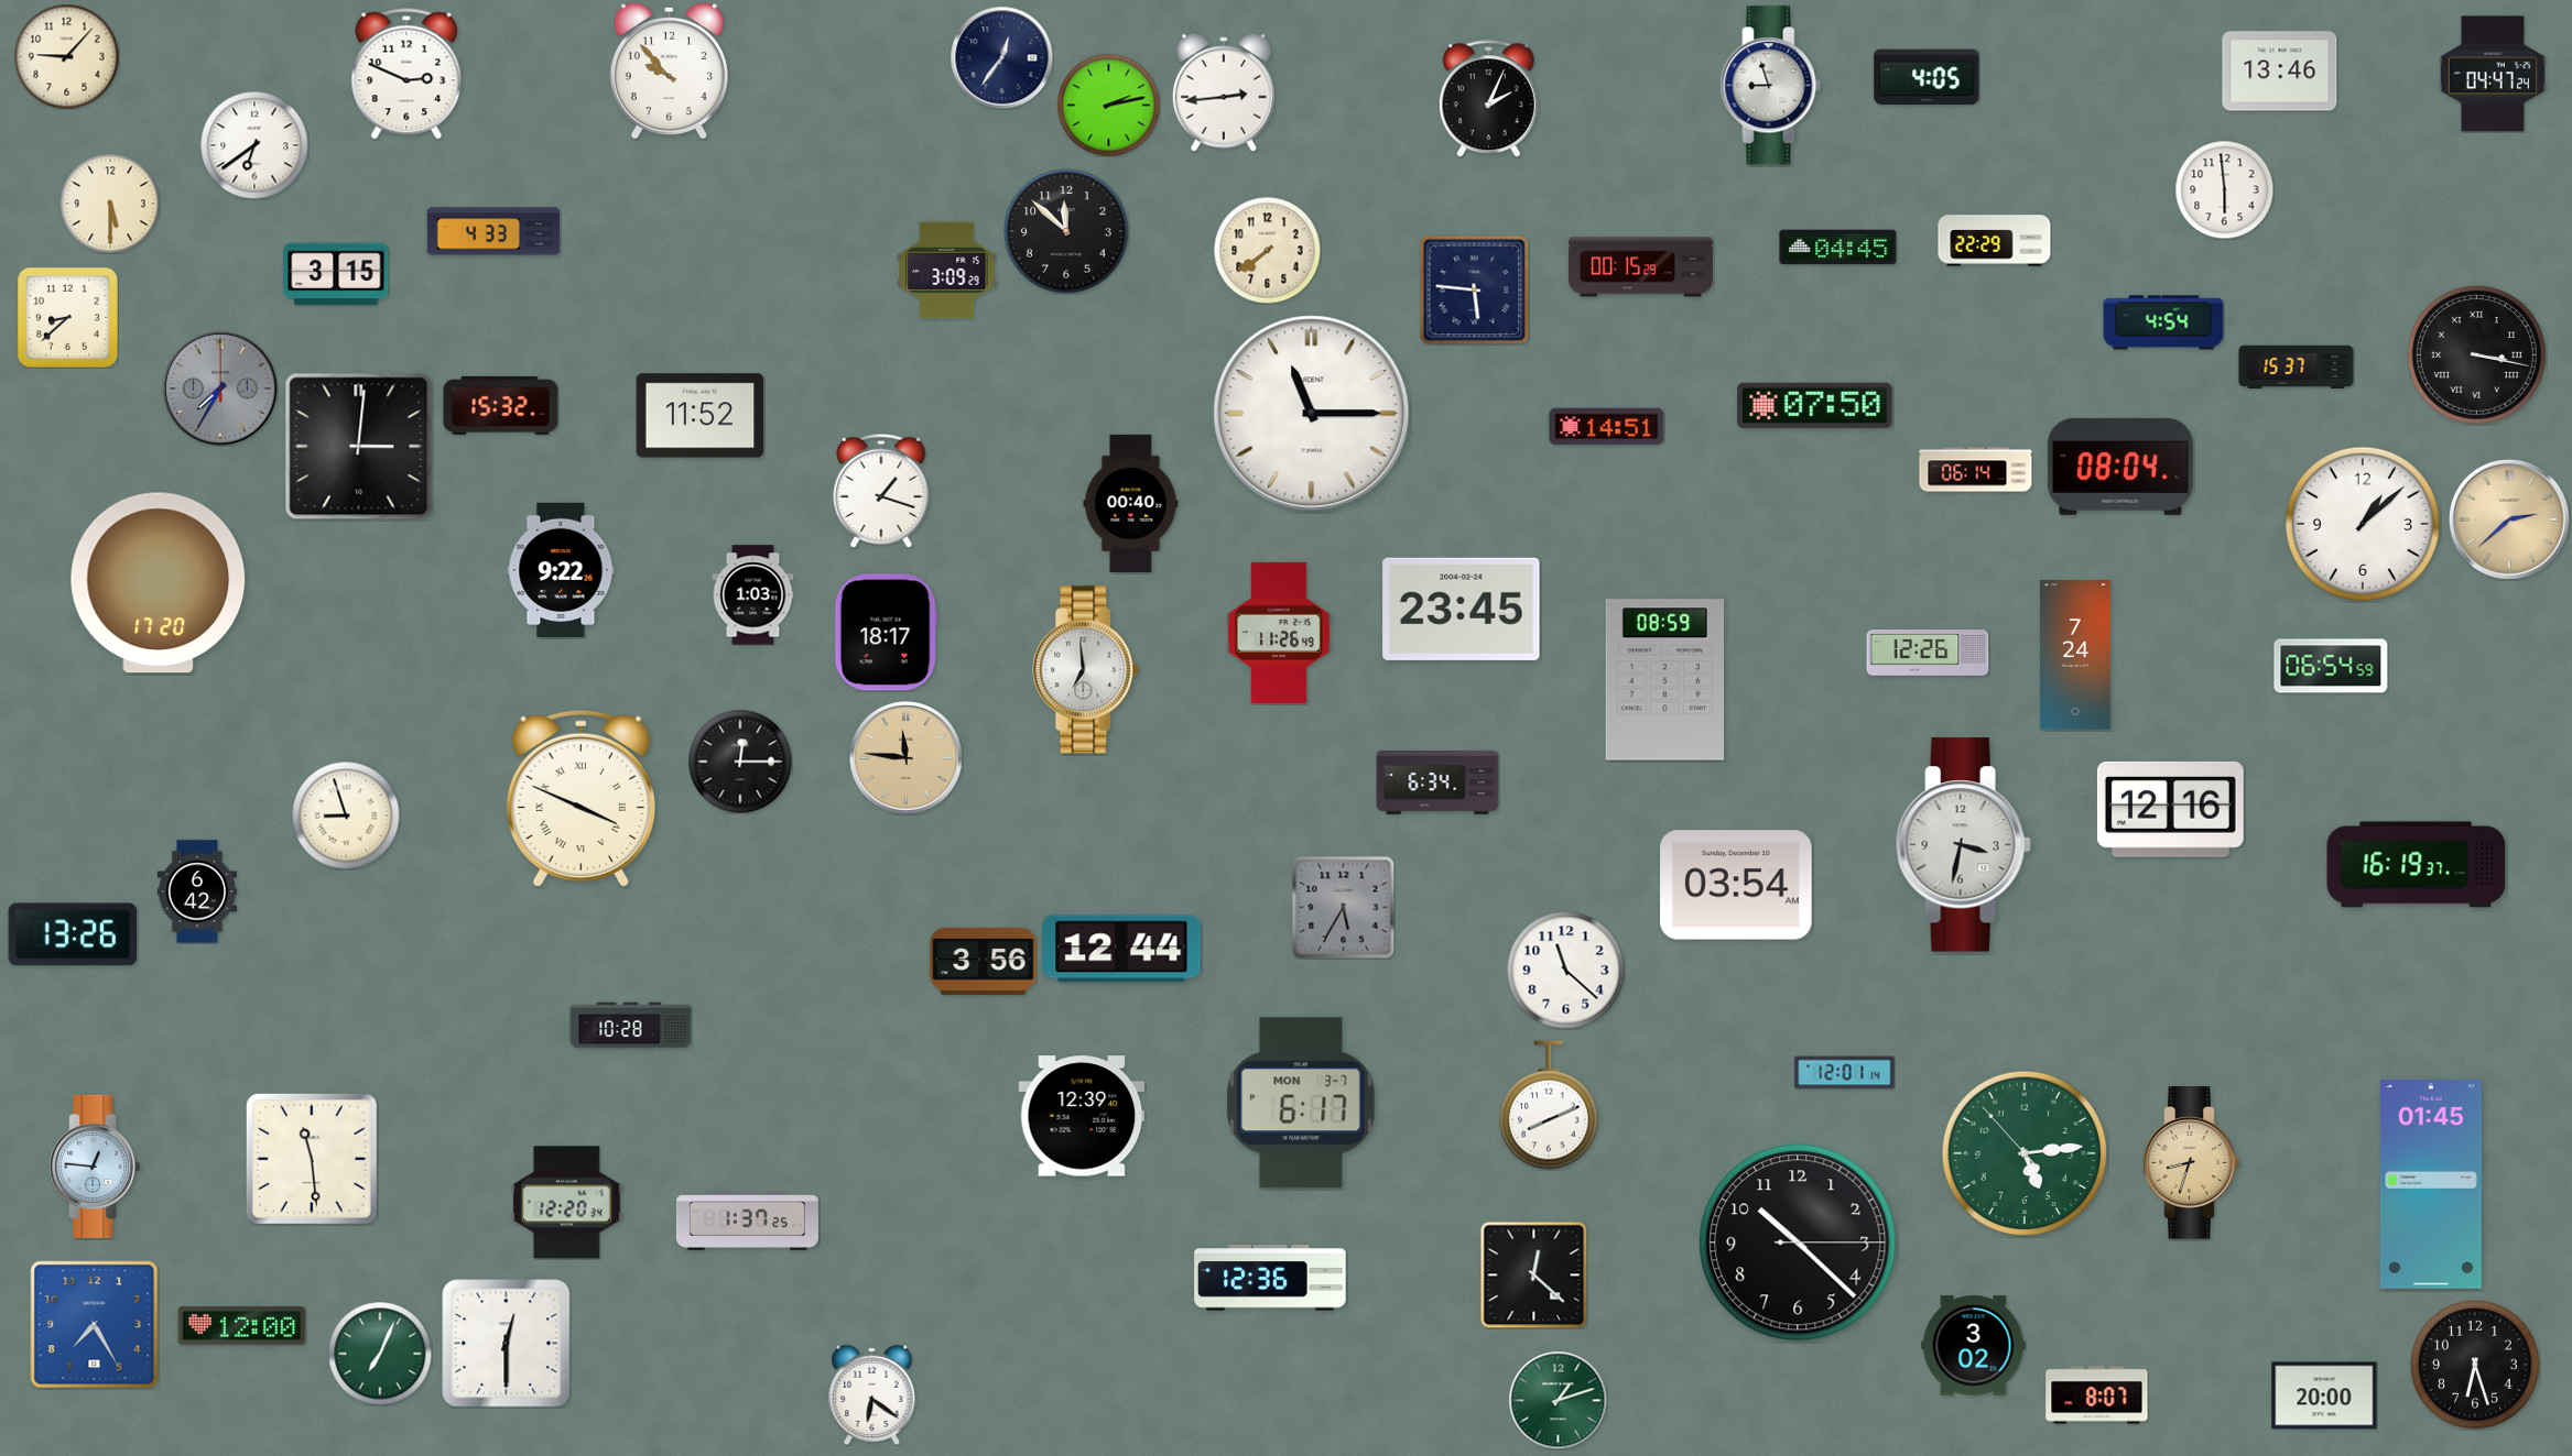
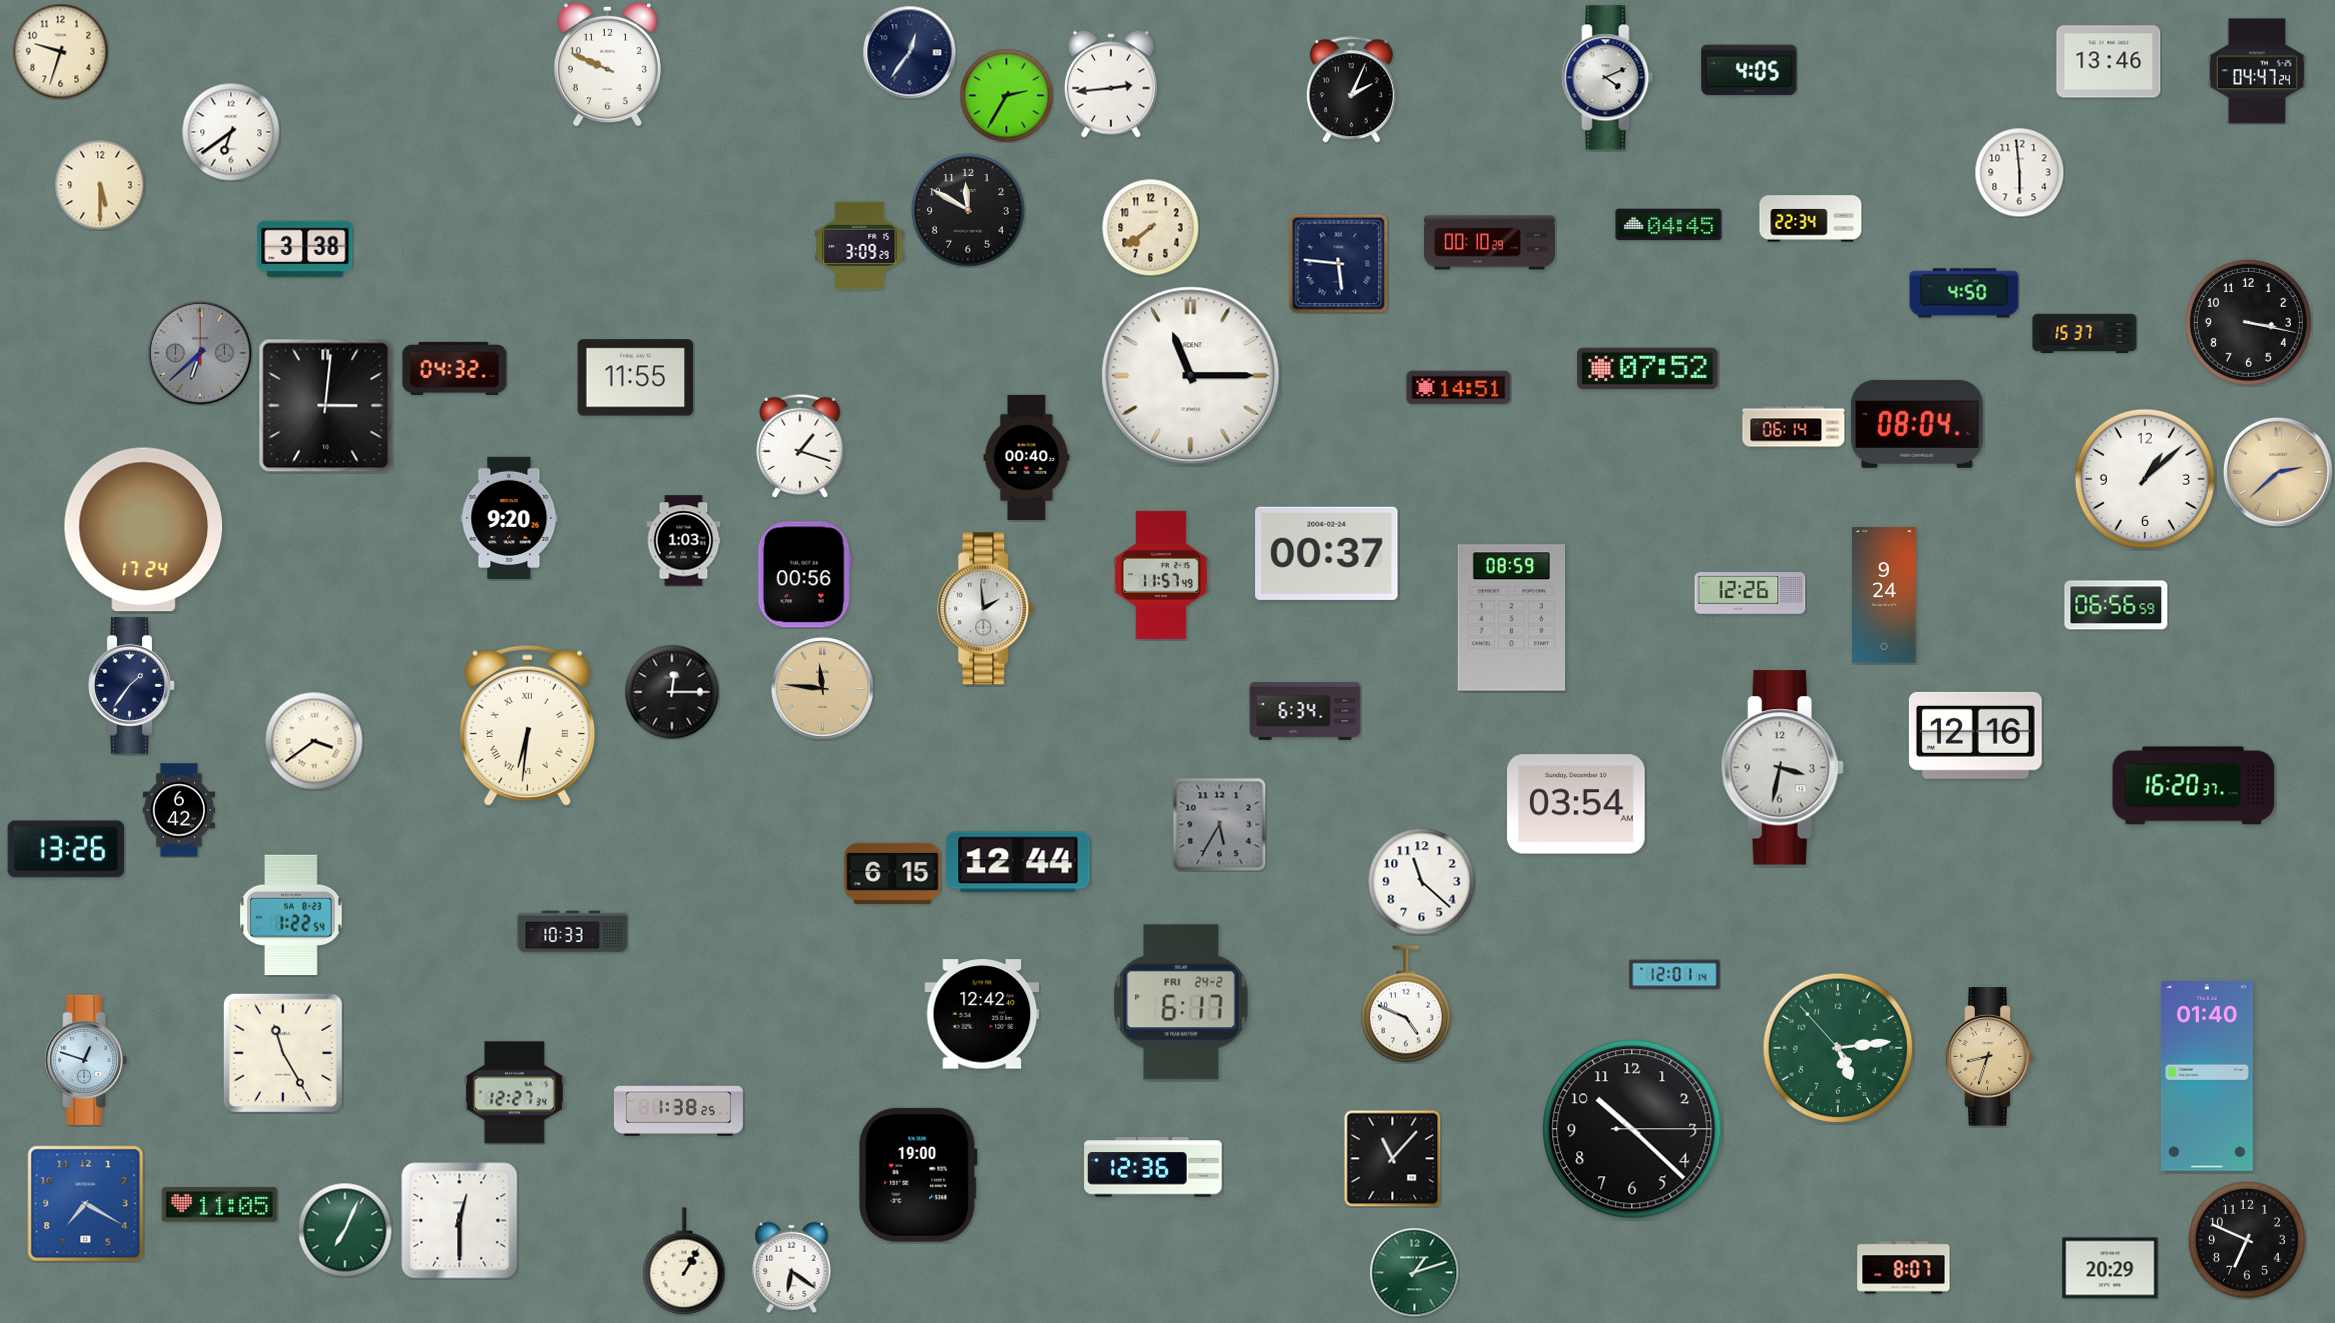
clock at (66, 56): 9:07 -> 9:33
clock at (669, 70): 9:53 -> 9:49
clock at (2280, 72) position: (2280, 72) -> (2109, 62)
clock at (406, 74): 2:49 -> none
clock at (2493, 74) position: (2493, 74) -> (2257, 71)
clock at (1771, 86): 8:57 -> 4:11
clock at (1108, 105): 2:13 -> 2:35
clock at (493, 231): 4:33 -> none
clock at (1066, 231): 11:52 -> 11:50
clock at (1995, 241): 22:29 -> 22:34
clock at (1640, 267): 00:15 -> 00:10
clock at (336, 274): 3:15 -> 3:38
clock at (67, 317): 8:38 -> none
clock at (2163, 322): 4:54 -> 4:50
clock at (2476, 354) numerals: Roman -> Arabic
clock at (220, 388): 7:35 -> 6:38
clock at (501, 405): 15:32 -> 04:32
clock at (1815, 406): 07:50 -> 07:52
clock at (701, 416): 11:52 -> 11:55
clock at (2120, 467) position: (2120, 467) -> (1917, 424)
clock at (2363, 524) position: (2363, 524) -> (2145, 479)
clock at (561, 569): 9:22 -> 9:20
clock at (159, 583): 17:20 -> 17:24
clock at (1462, 609): 23:45 -> 00:37
clock at (886, 633): 18:17 -> 00:56
clock at (1279, 633): 11:26 -> 11:57
clock at (2075, 655): 7:24 -> 9:24
clock at (2331, 666): 06:54 -> 06:56
clock at (1086, 670): 6:59 -> 1:59
clock at (132, 686): none -> 1:36
clock at (580, 799): 3:49 -> 6:31
clock at (2170, 809) position: (2170, 809) -> (1975, 735)
clock at (346, 815): 8:57 -> 3:39
clock at (2417, 865): 16:19 -> 16:20
clock at (984, 961): 3:56 -> 6:15
clock at (291, 915): none -> 1:22
clock at (631, 1026): 10:28 -> 10:33
clock at (1301, 1103) date: MON 3-7 -> FRI 24-2
clock at (1550, 1105): 8:11 -> 4:49
clock at (1082, 1116): 12:39 -> 12:42
clock at (312, 1159): 11:29 -> 11:25
clock at (95, 1167): 12:46 -> 12:48
clock at (2431, 1184): 01:45 -> 01:40
clock at (566, 1203): 12:20 -> 12:27
clock at (747, 1222): 1:37 -> 1:38
clock at (1533, 1274): 12:22 -> 11:07
clock at (1270, 1278) position: (1270, 1278) -> (1153, 1167)
clock at (918, 1175): none -> 19:00
clock at (95, 1325): 7:25 -> 7:20
clock at (242, 1326): 12:00 -> 11:05
clock at (1974, 1346): 3:02 -> none
clock at (2475, 1365): 6:27 -> 6:49
clock at (684, 1261): none -> 1:05
clock at (2324, 1395): 20:00 -> 20:29
